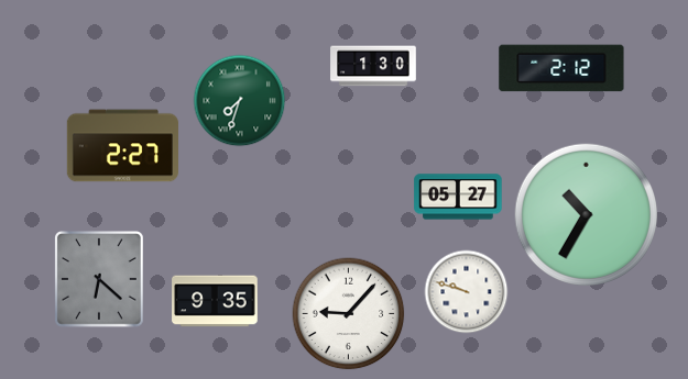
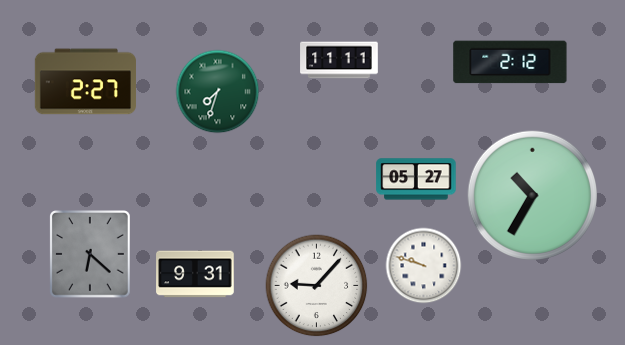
clock at (373, 66): 1:30 -> 11:11
clock at (122, 146) position: (122, 146) -> (85, 82)
clock at (215, 301): 9:35 -> 9:31
